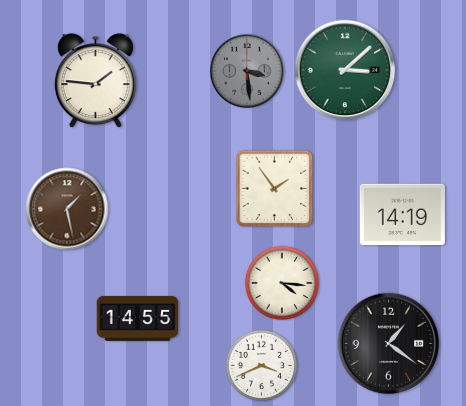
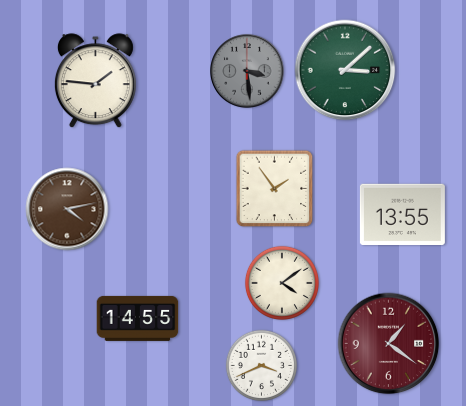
clock at (67, 209): 1:28 -> 4:13
clock at (402, 215): 14:19 -> 13:55
clock at (282, 283): 4:16 -> 4:09
clock at (389, 344) dial: black -> burgundy
